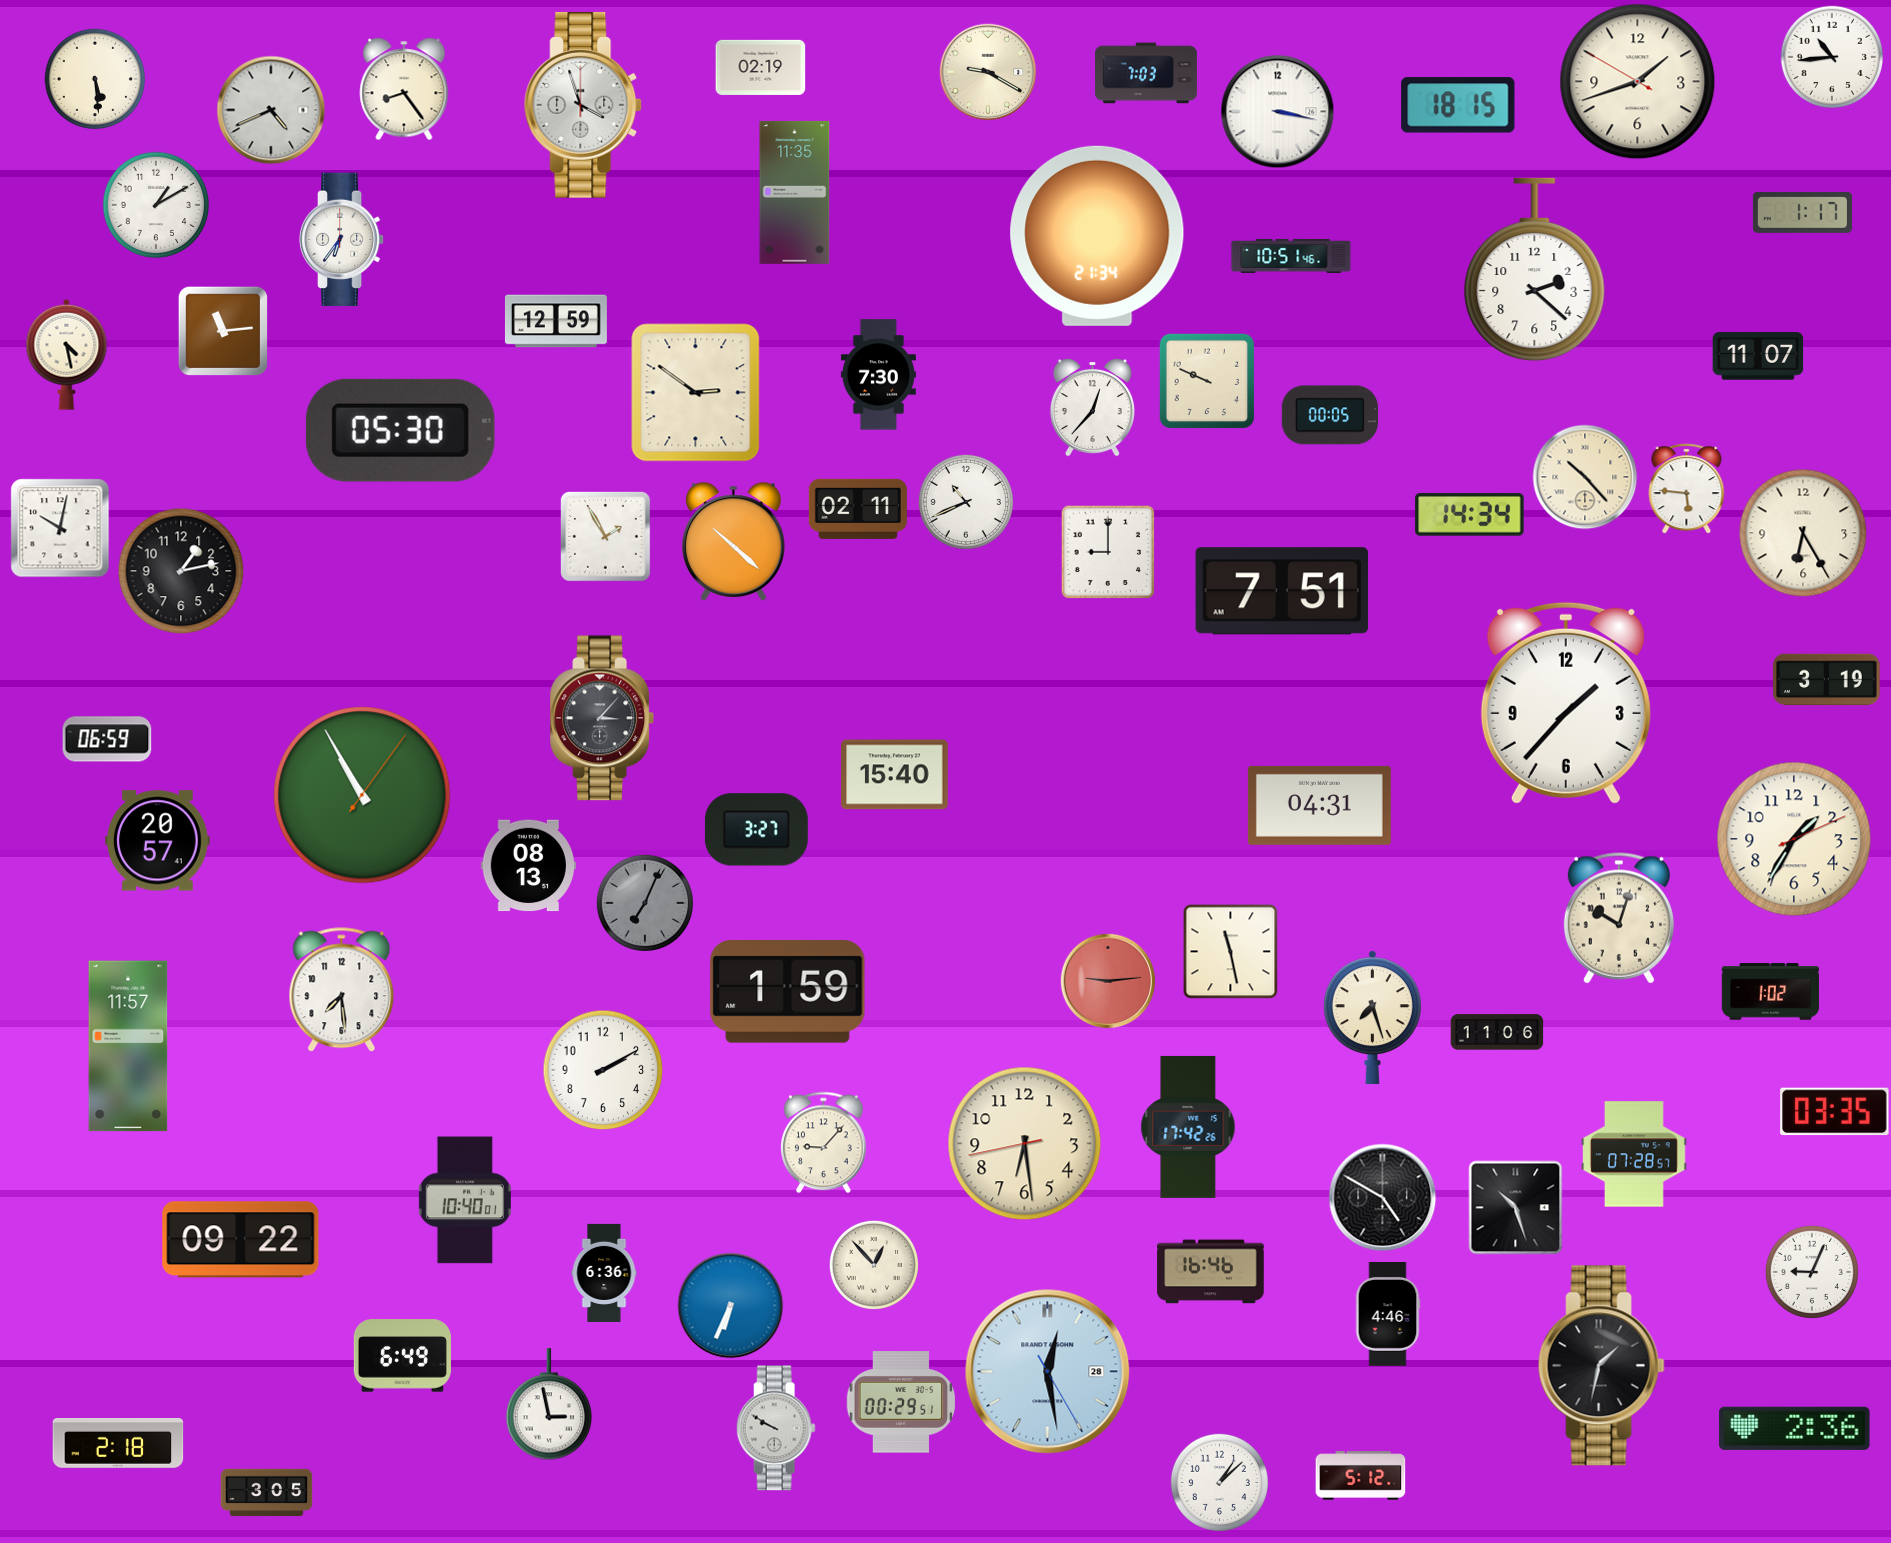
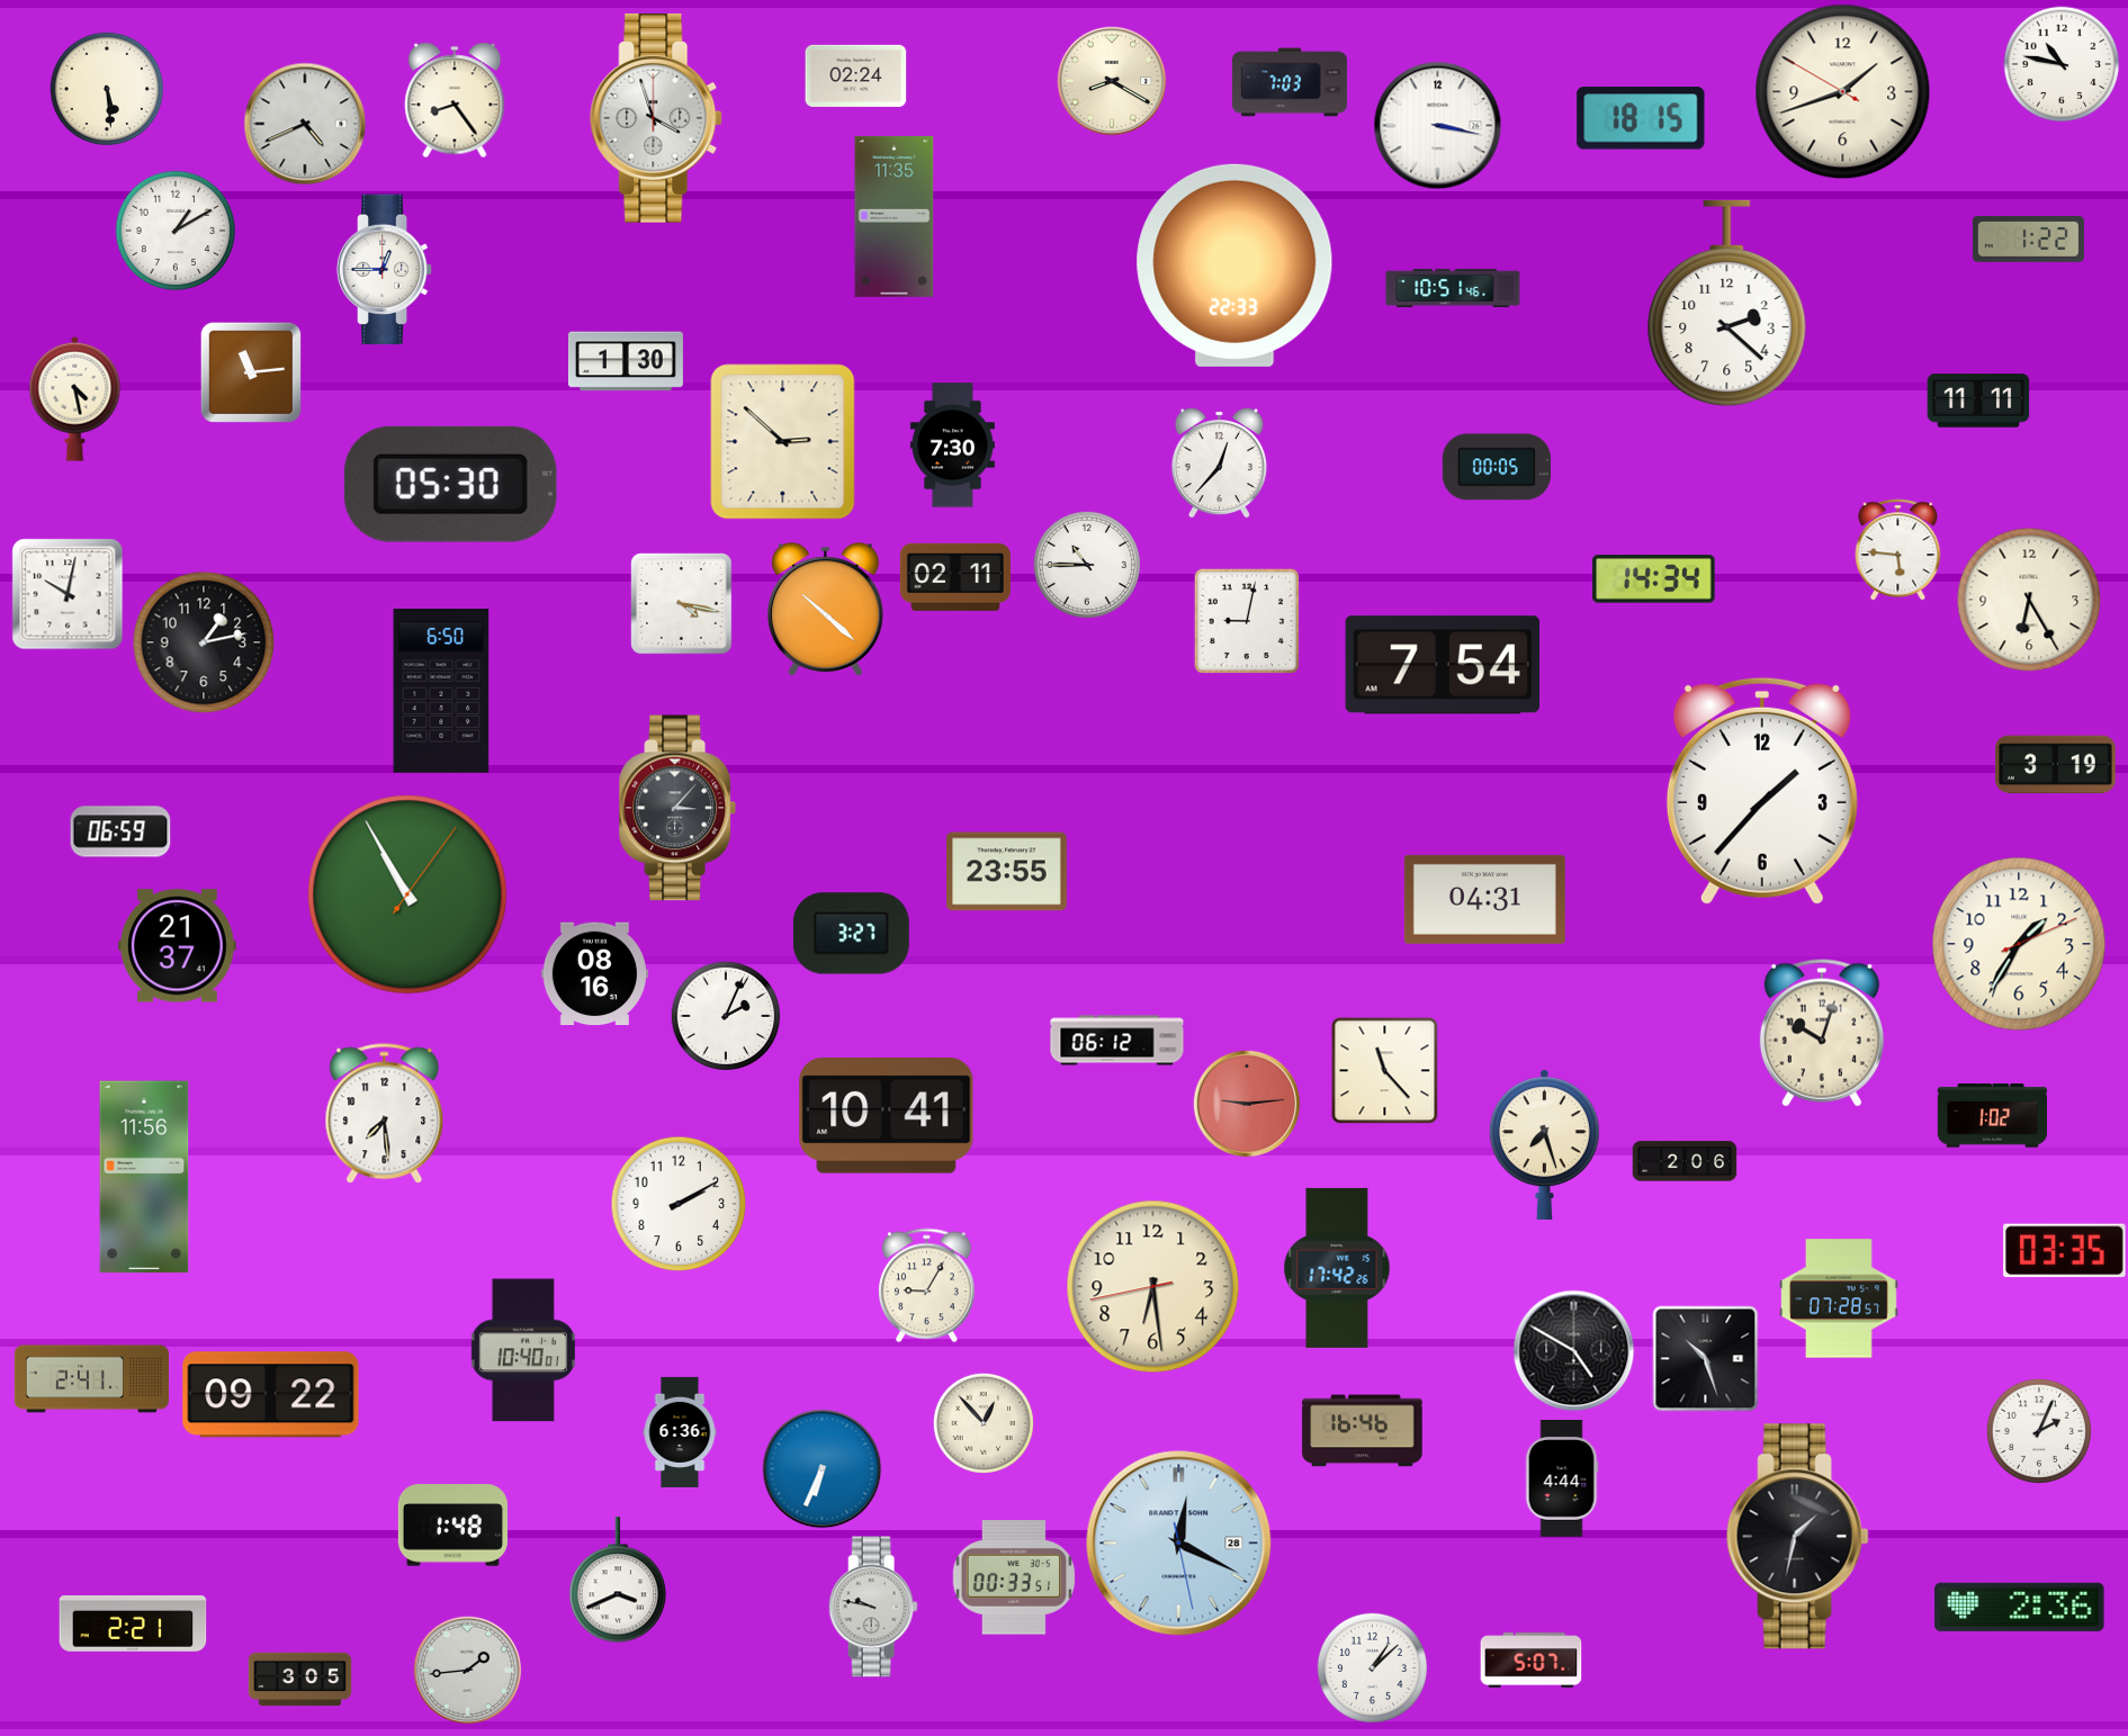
clock at (1832, 57): 10:44 -> 10:47
clock at (761, 67): 02:19 -> 02:24
clock at (988, 72): 9:20 -> 8:20
clock at (1802, 212): 1:17 -> 1:22
clock at (1097, 236): 21:34 -> 22:33
clock at (342, 240): 6:36 -> 12:45
clock at (556, 321): 12:59 -> 1:30
clock at (1758, 356): 11:07 -> 11:11
clock at (878, 375) position: (878, 375) -> (952, 446)
clock at (1207, 381): 9:49 -> none
clock at (696, 393): 2:51 -> 2:52
clock at (1092, 407) position: (1092, 407) -> (1219, 462)
clock at (1585, 477): 10:23 -> none
clock at (966, 502): 10:41 -> 10:45
clock at (858, 509) position: (858, 509) -> (955, 577)
clock at (605, 536): 1:55 -> 4:17
clock at (1108, 552): 9:00 -> 9:02
clock at (1282, 591): 7:51 -> 7:54
clock at (441, 692): none -> 6:50
clock at (895, 775): 15:40 -> 23:55
clock at (1319, 805) position: (1319, 805) -> (1484, 899)
clock at (157, 841): 20:57 -> 21:37
clock at (528, 866): 08:13 -> 08:16
clock at (644, 902): 7:04 -> 2:04
clock at (644, 902) dial: grey -> white
clock at (1117, 1041): none -> 06:12
clock at (1231, 952): 11:28 -> 11:23
clock at (788, 992): 1:59 -> 10:41
clock at (1497, 1032): 11:06 -> 2:06
clock at (128, 1046): 11:57 -> 11:56
clock at (824, 1143): 9:07 -> 9:05
clock at (1383, 1198) position: (1383, 1198) -> (1574, 1351)
clock at (91, 1379): none -> 2:41
clock at (1812, 1272): 9:04 -> 2:04
clock at (1388, 1315): 4:46 -> 4:44
clock at (402, 1356): 6:49 -> 1:48
clock at (1601, 1366) position: (1601, 1366) -> (1797, 1537)
clock at (1048, 1372): 12:28 -> 12:19
clock at (901, 1402): 00:29 -> 00:33
clock at (549, 1405): 2:58 -> 3:41
clock at (776, 1428): 9:50 -> 9:47
clock at (118, 1444): 2:18 -> 2:21
clock at (1361, 1476): 5:12 -> 5:07
clock at (468, 1671): none -> 1:44
